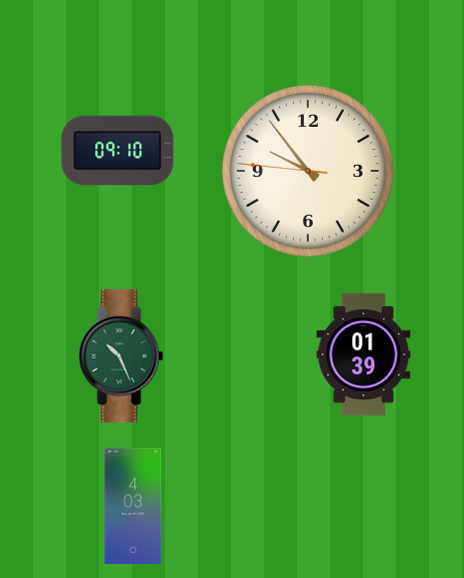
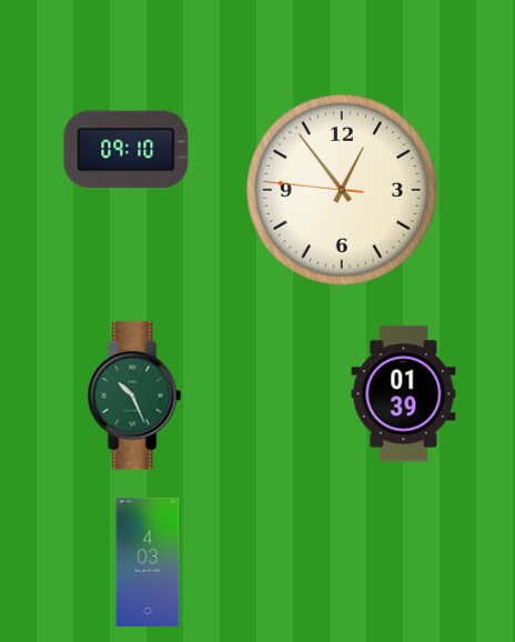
clock at (118, 151) position: (118, 151) -> (127, 150)
clock at (308, 171): 9:53 -> 12:53
